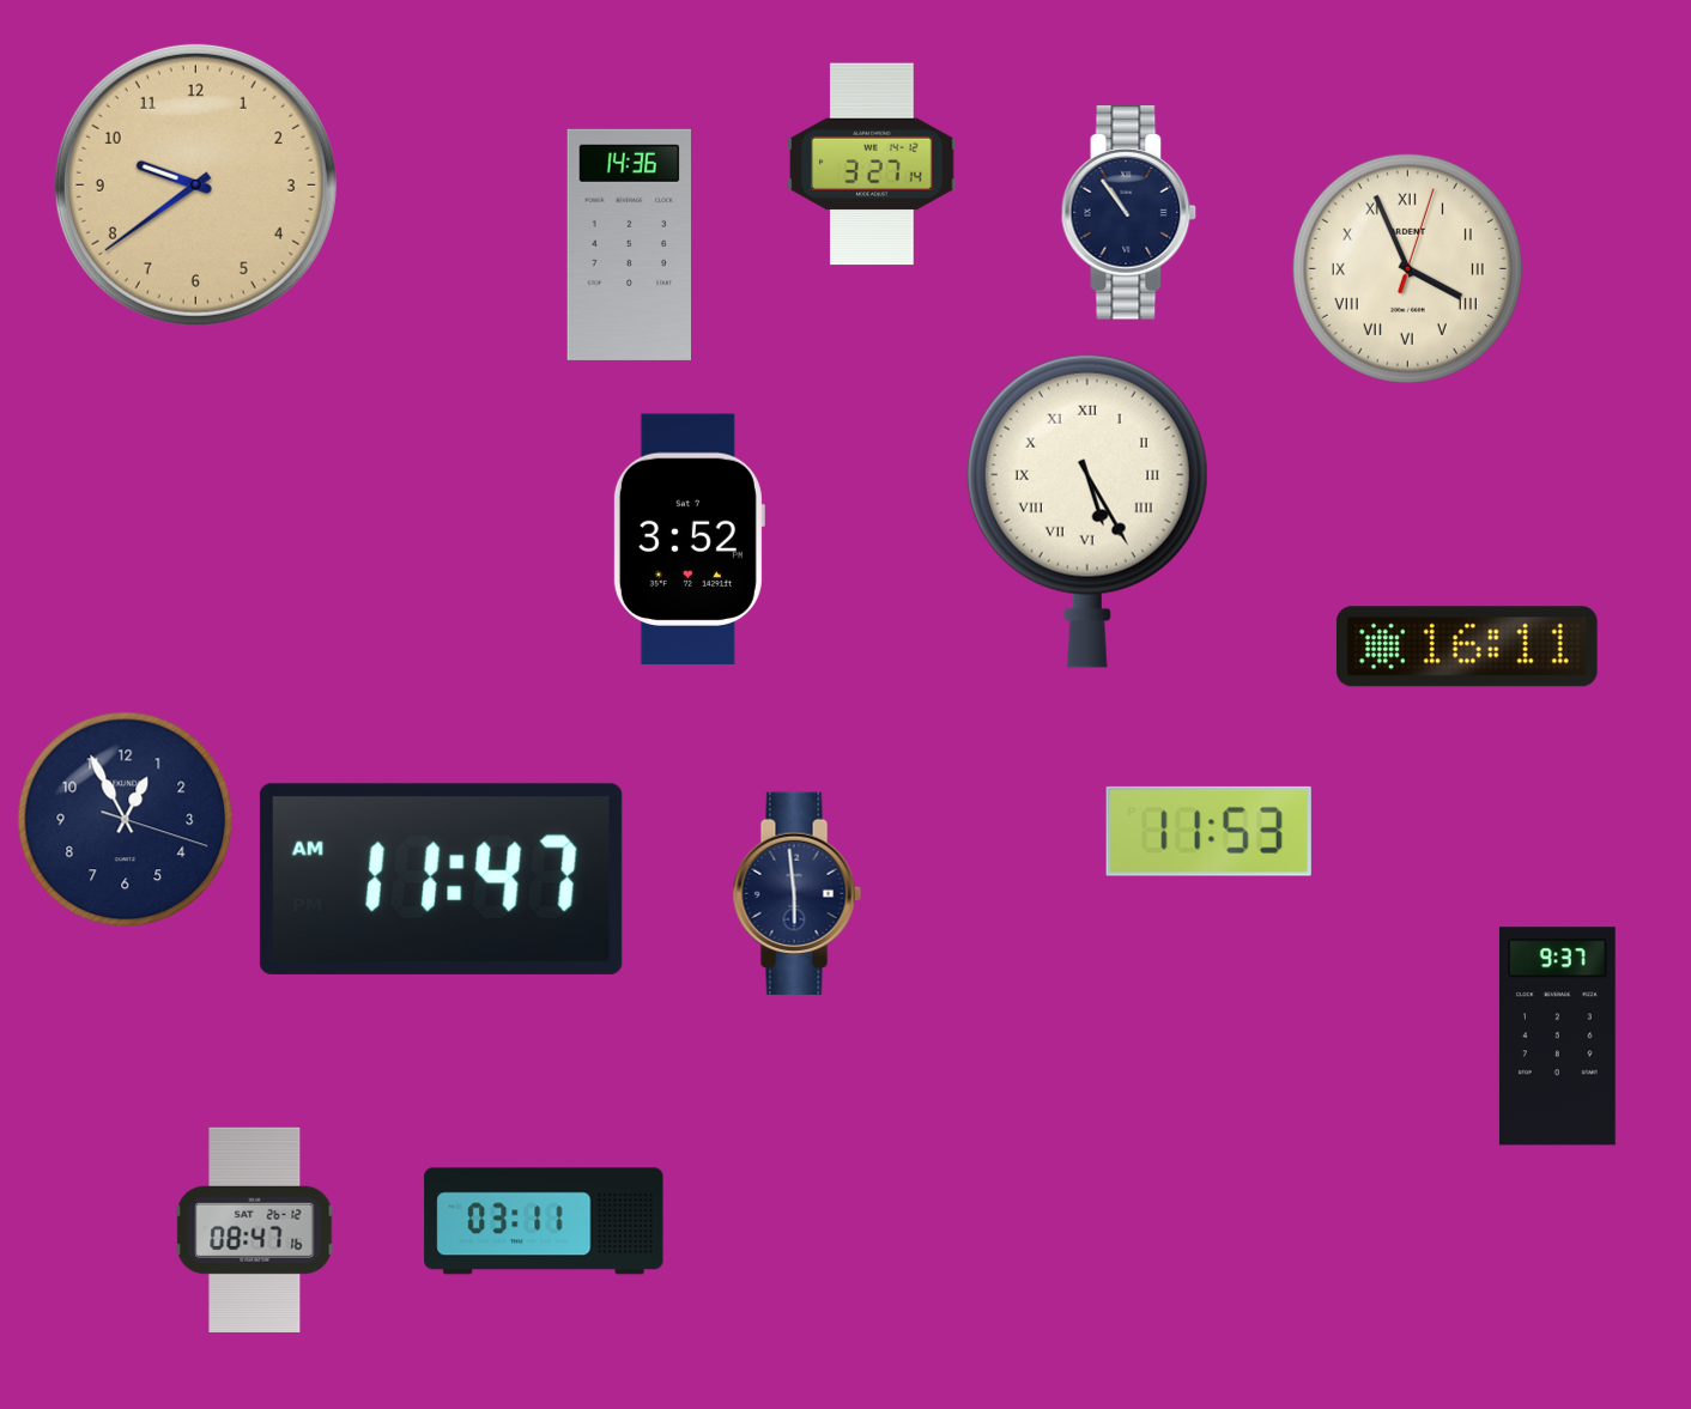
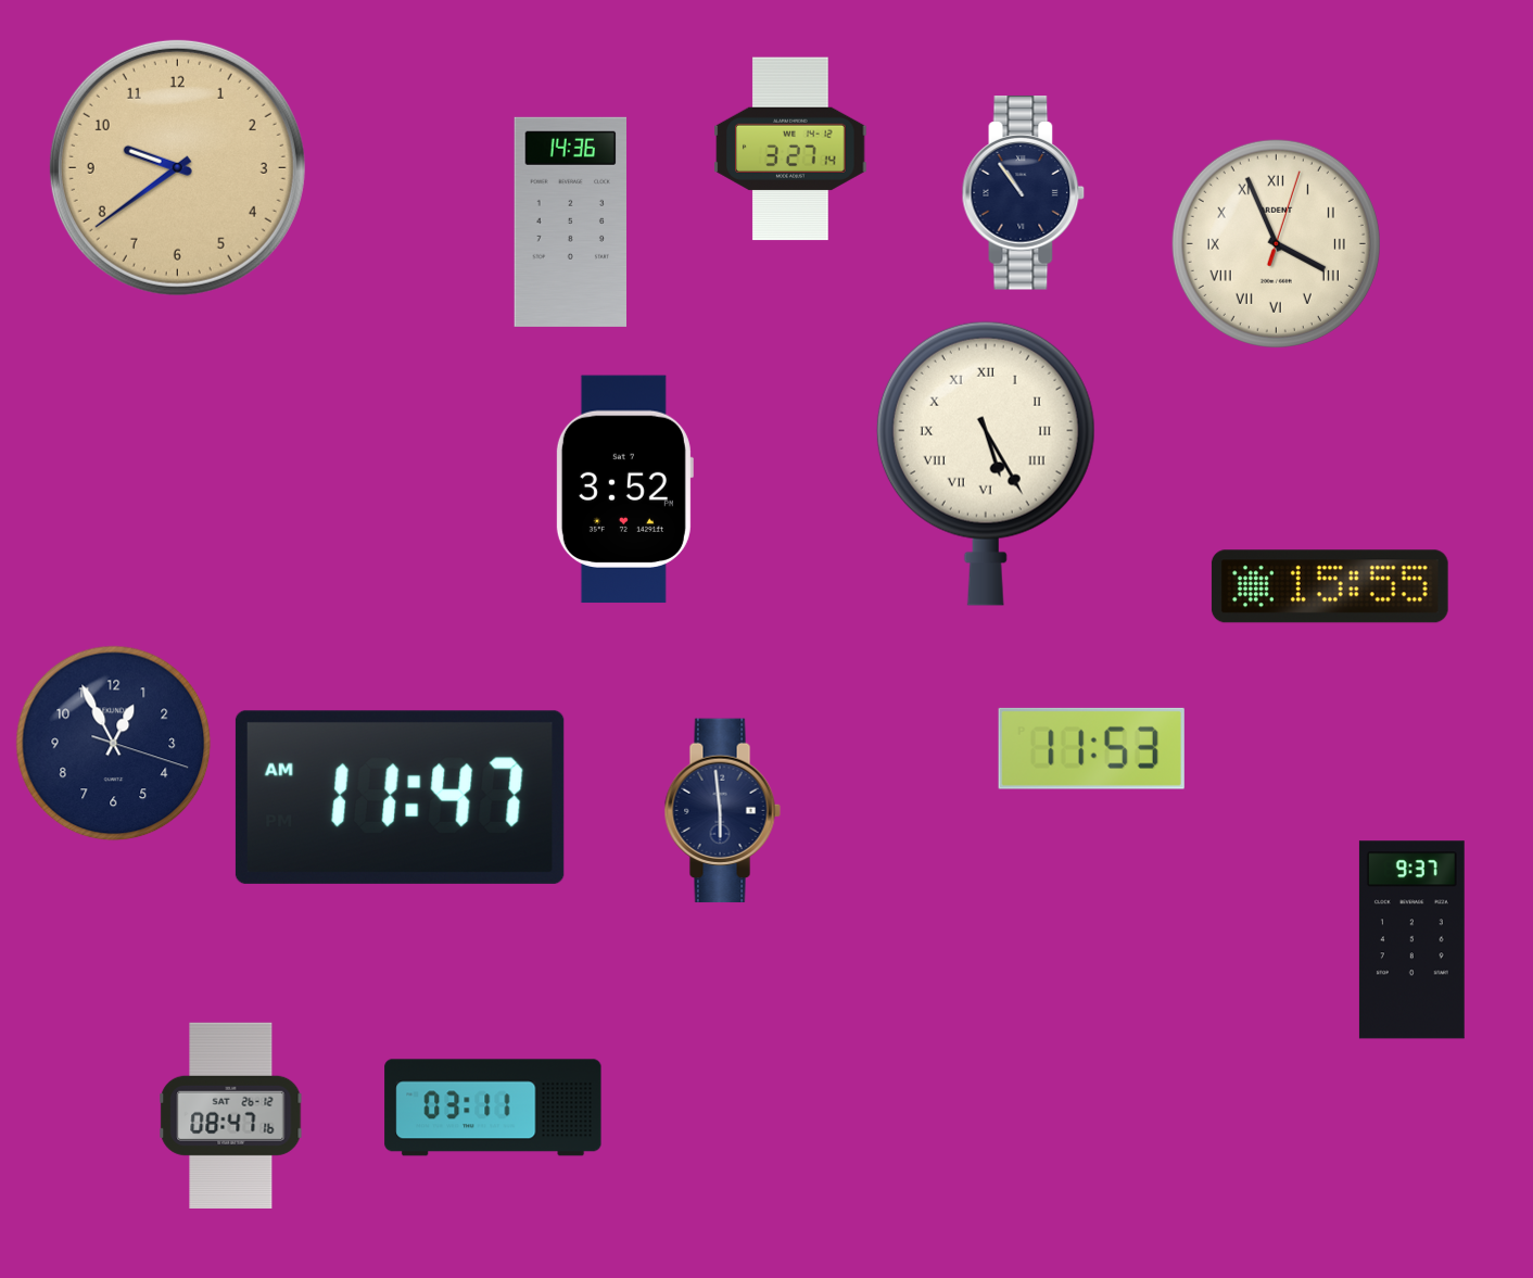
clock at (1467, 646): 16:11 -> 15:55
clock at (1208, 831) position: (1208, 831) -> (1091, 748)
